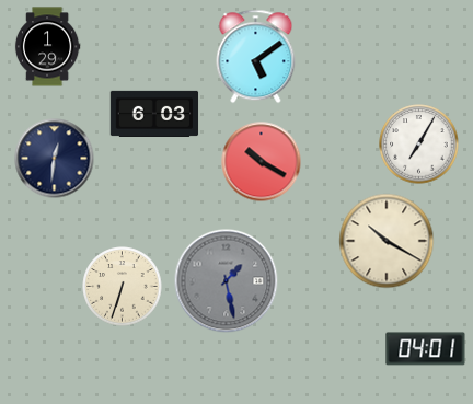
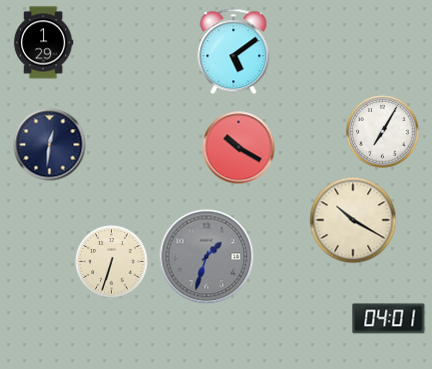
clock at (154, 114): 6:03 -> none
clock at (227, 281): 1:28 -> 1:33
